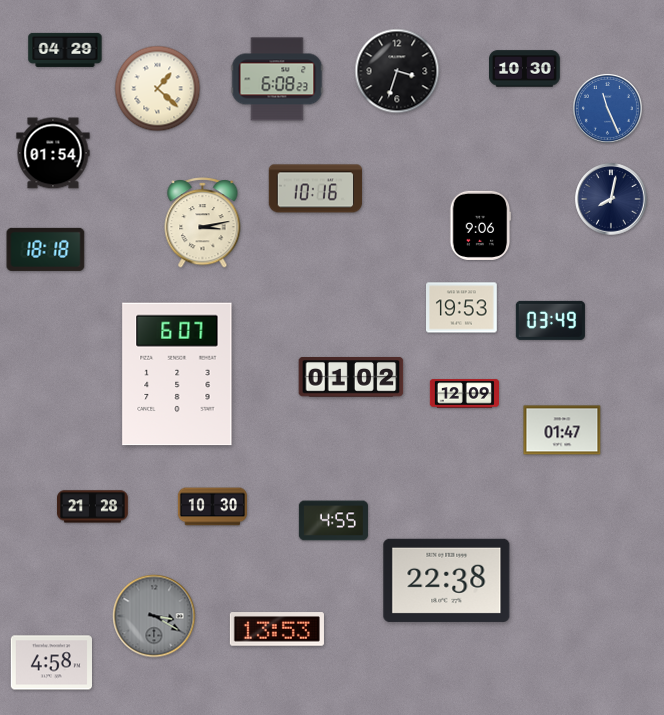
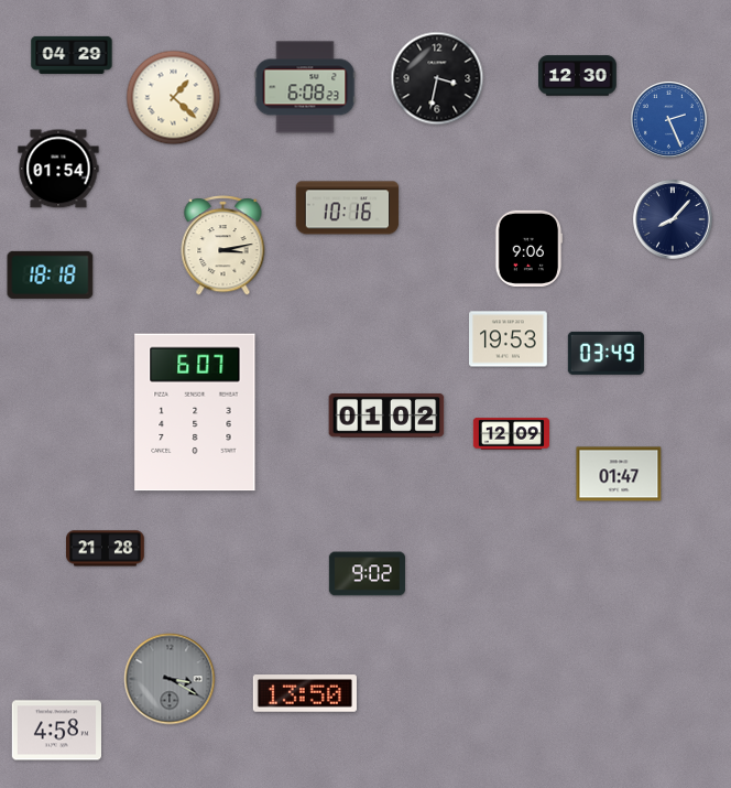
clock at (525, 69): 10:30 -> 12:30
clock at (397, 71): 3:33 -> 3:32
clock at (607, 108): 11:26 -> 2:26
clock at (611, 199): 8:02 -> 8:07
clock at (93, 507) position: (93, 507) -> (106, 549)
clock at (212, 507): 10:30 -> none
clock at (333, 521): 4:55 -> 9:02
clock at (447, 580): 22:38 -> none
clock at (277, 629): 13:53 -> 13:50
